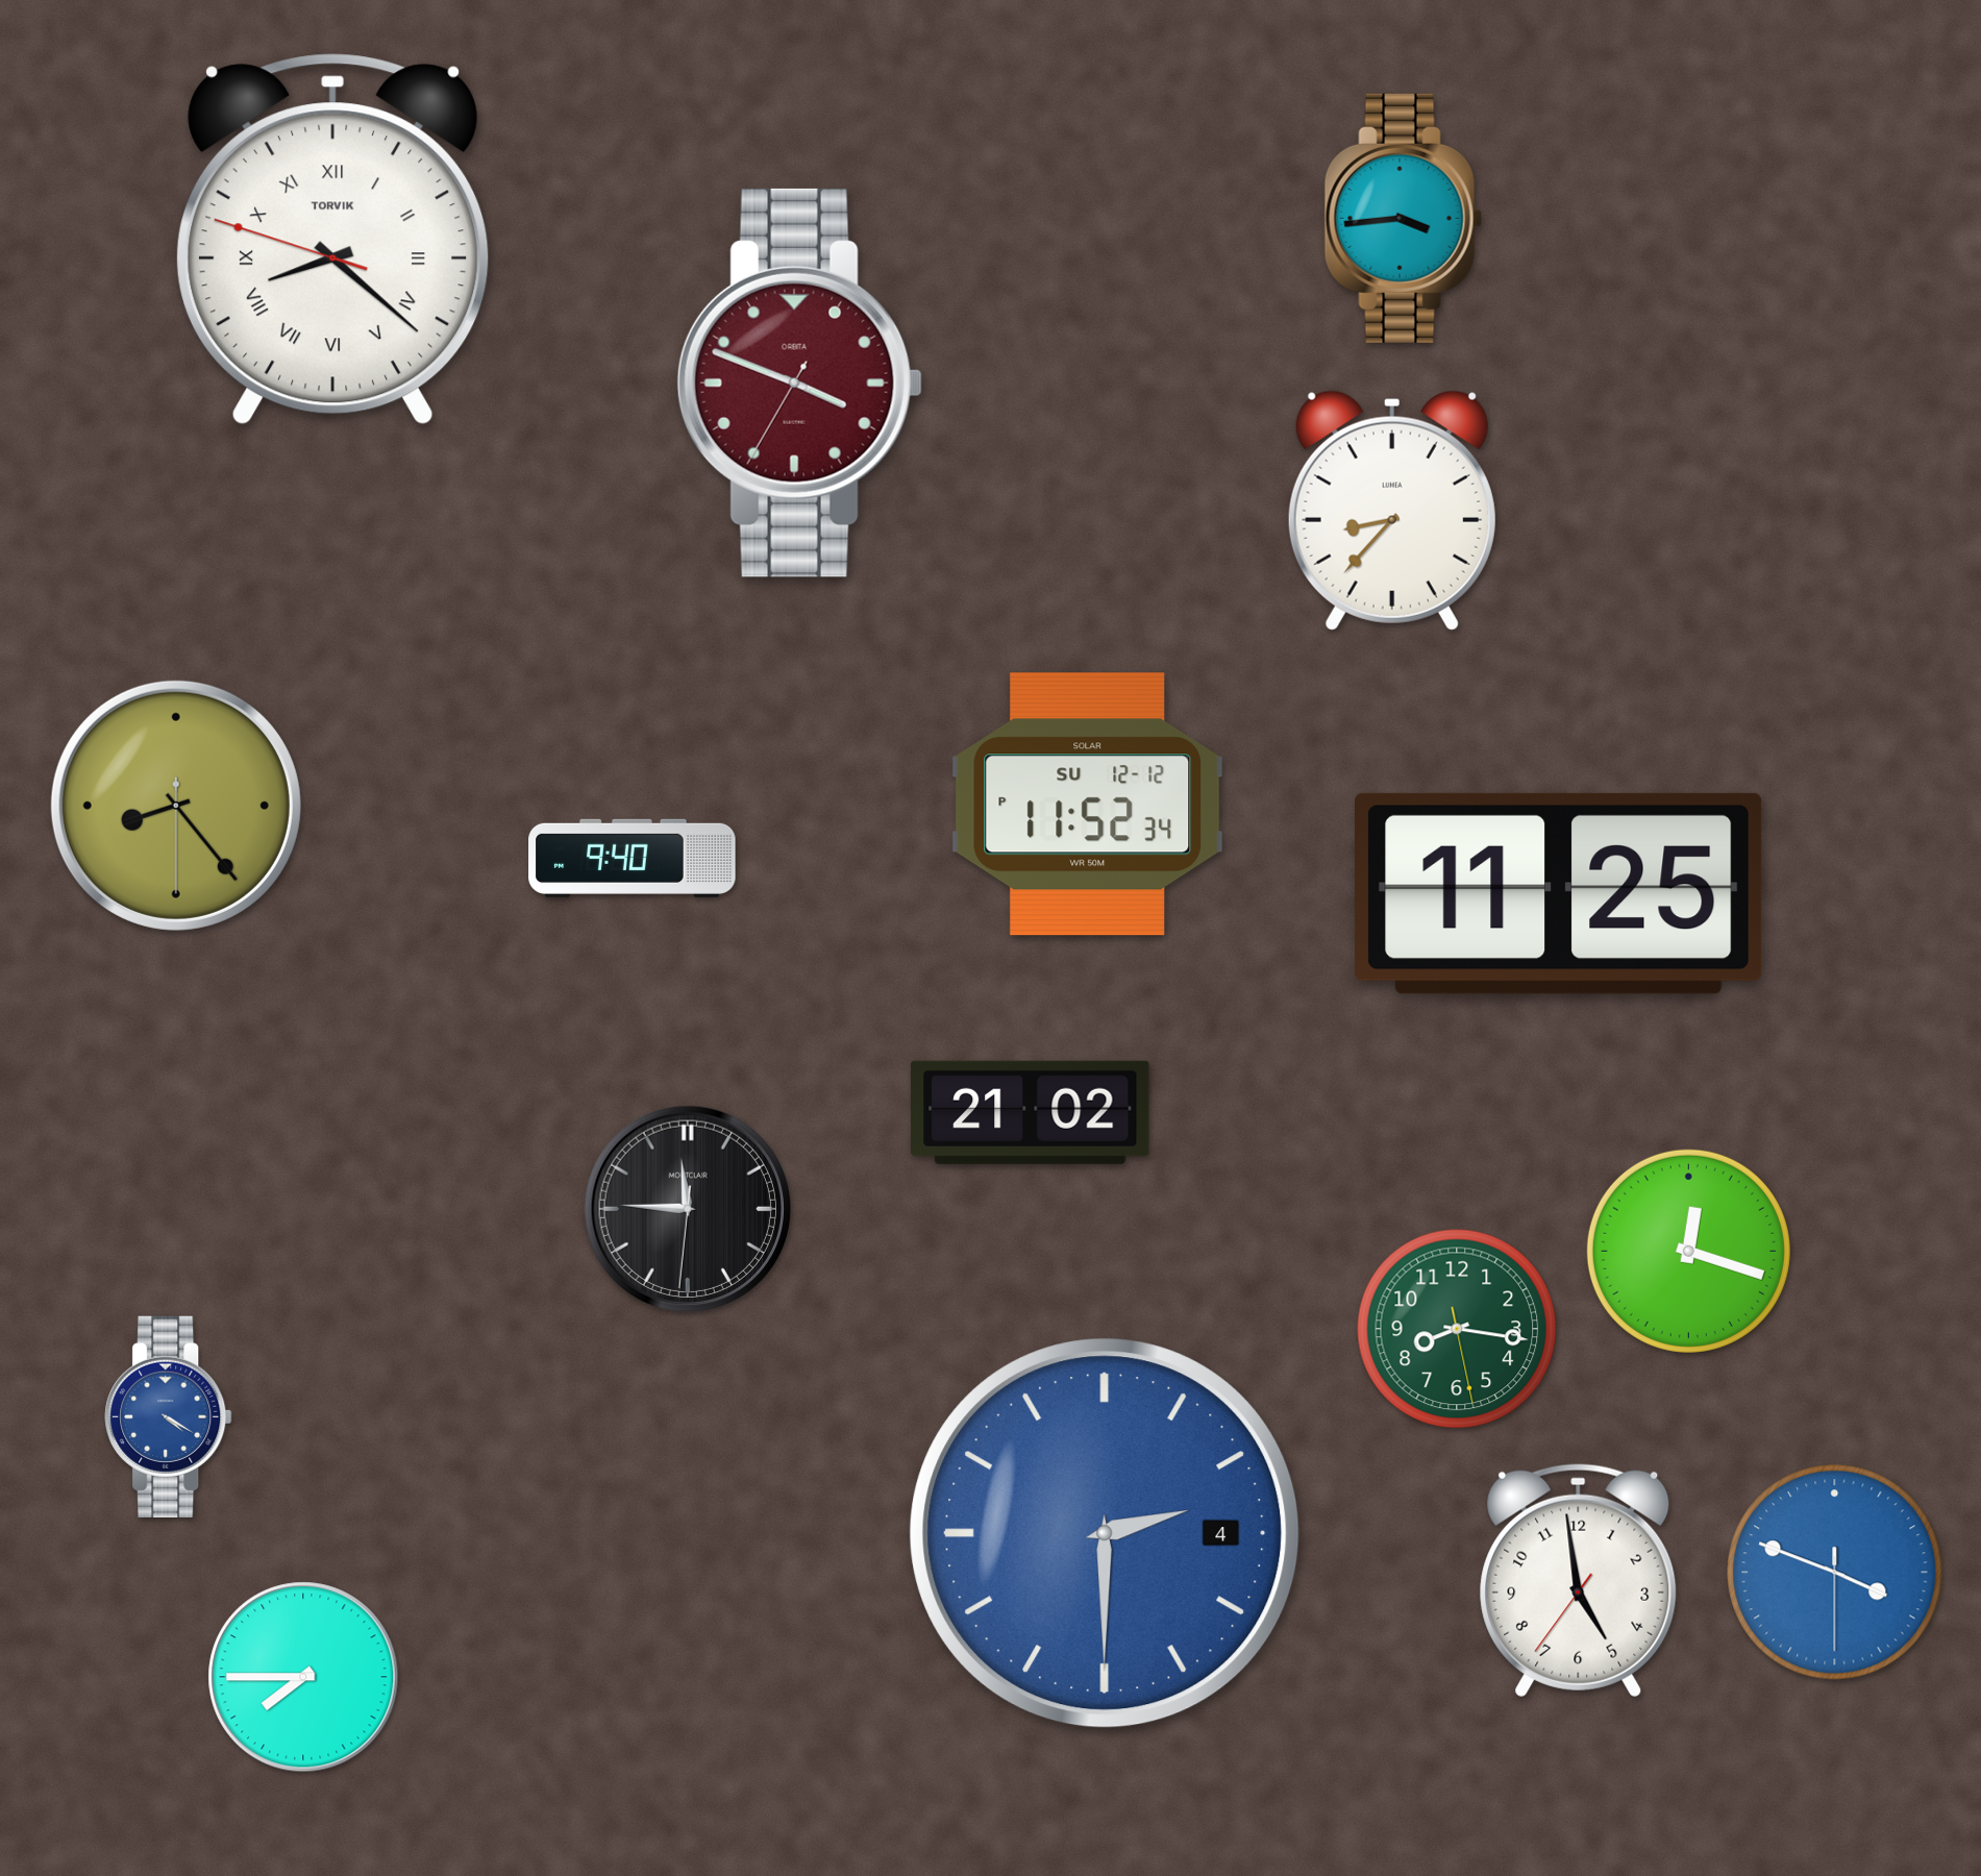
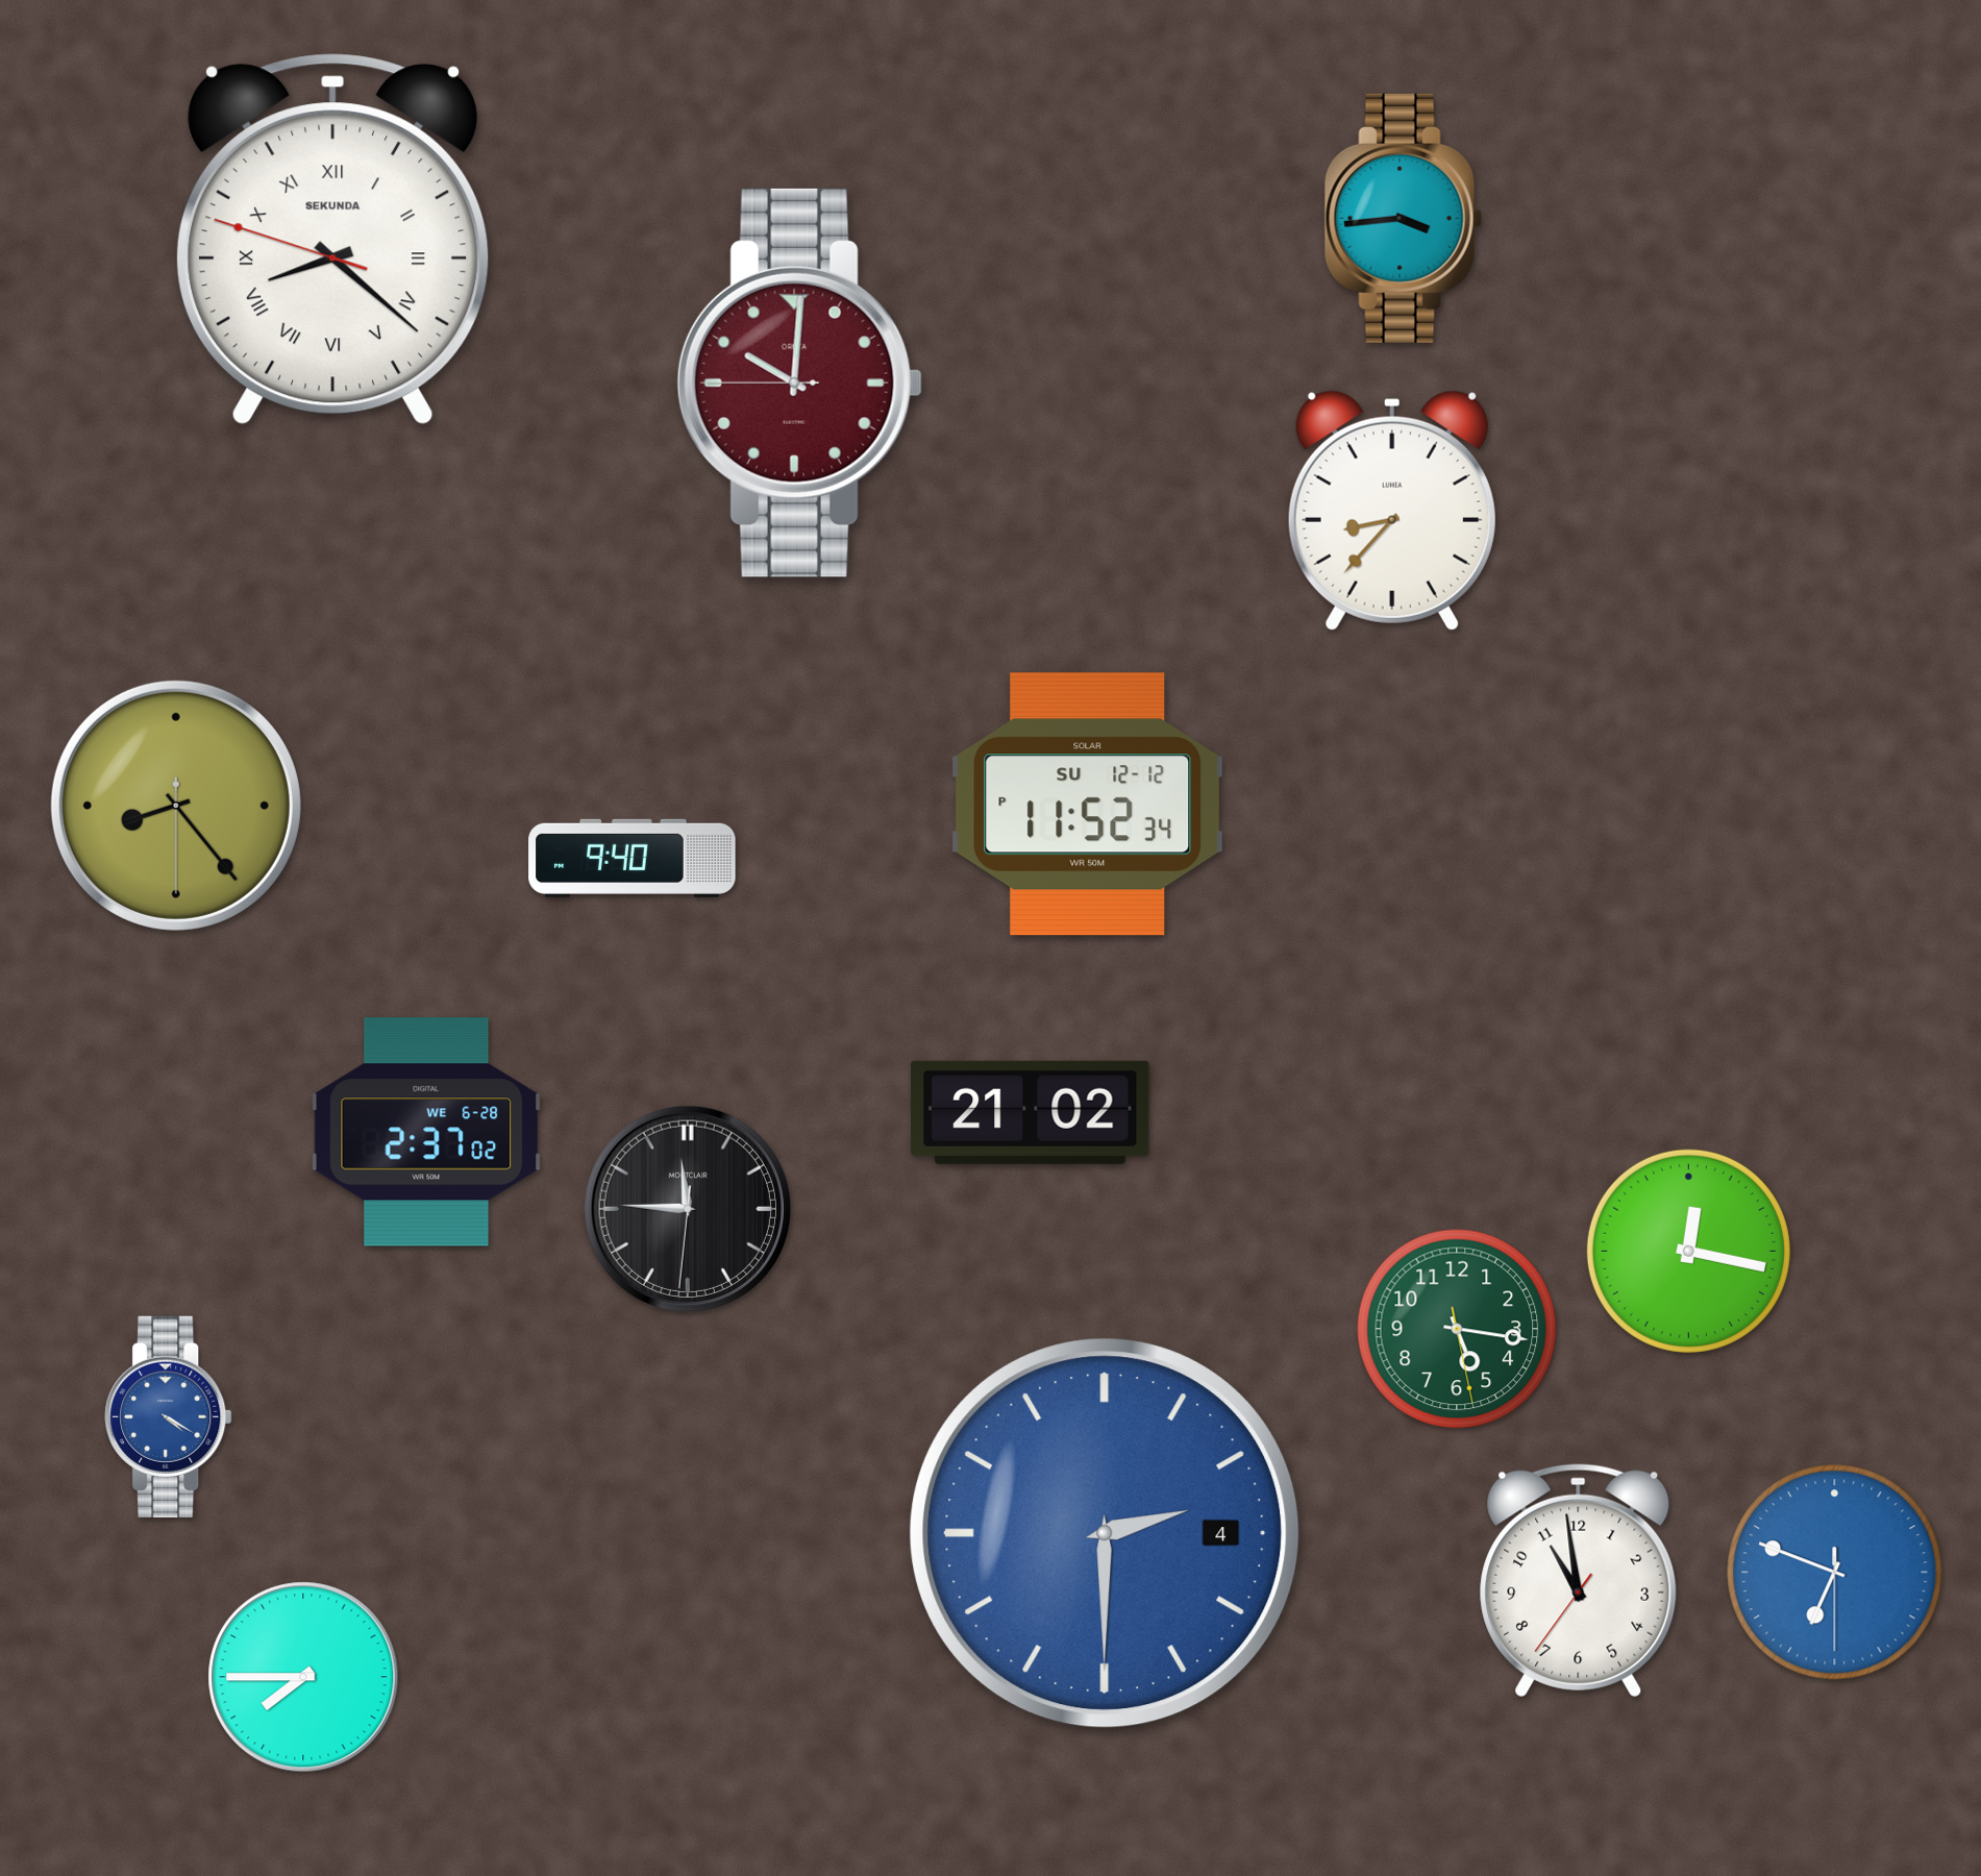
clock at (333, 240) brand: TORVIK -> SEKUNDA
clock at (799, 382): 3:48 -> 10:00
clock at (1559, 893): 11:25 -> none
clock at (426, 1132): none -> 2:37
clock at (1688, 1251): 12:18 -> 12:17
clock at (1457, 1329): 8:16 -> 5:16
clock at (1835, 1573): 3:48 -> 6:48
clock at (1579, 1581): 4:58 -> 10:58
